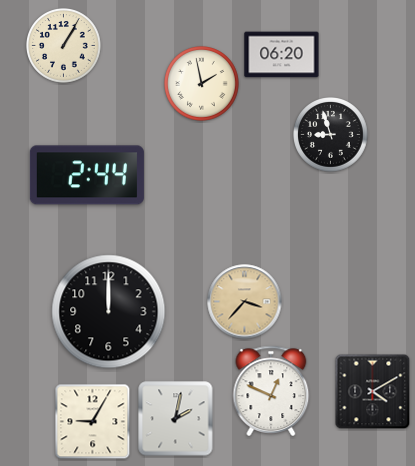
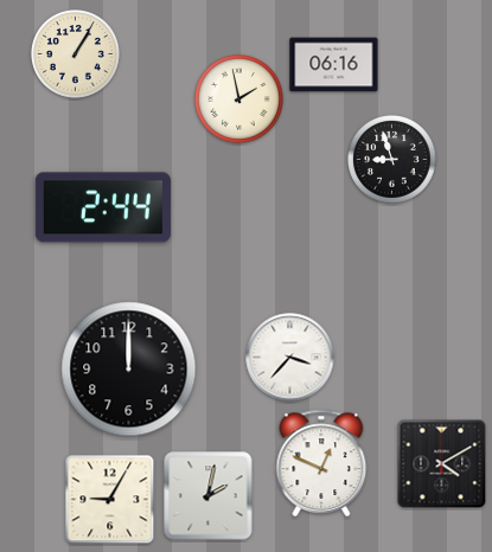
clock at (282, 55): 06:20 -> 06:16
clock at (245, 302) dial: champagne -> white
